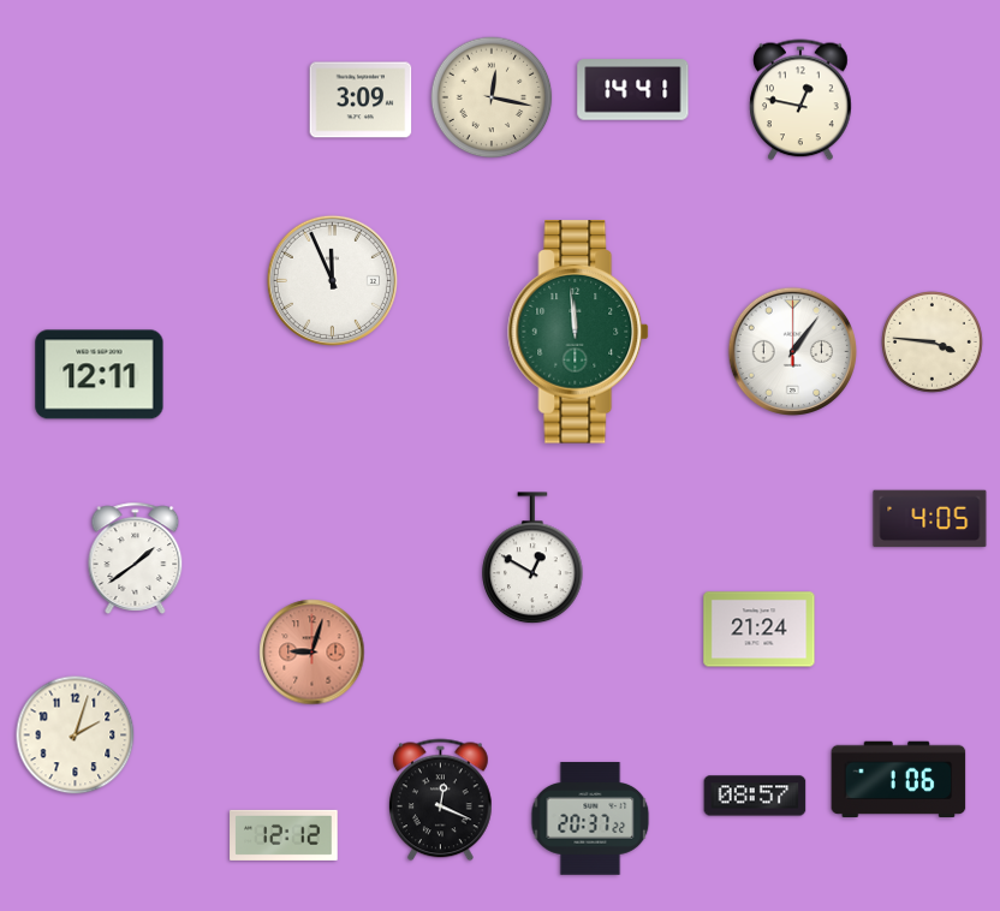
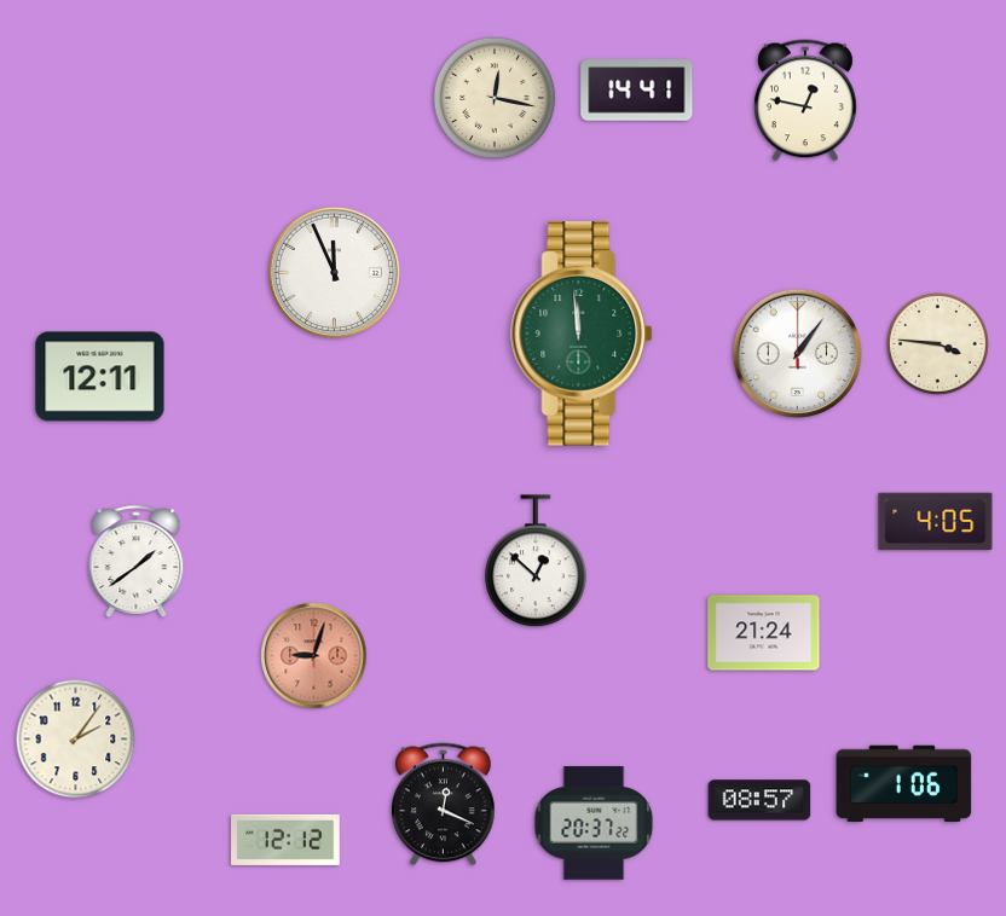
clock at (361, 100): 3:09 -> none
clock at (332, 280) position: (332, 280) -> (334, 272)
clock at (534, 559): 12:50 -> 12:52
clock at (76, 736): 2:03 -> 2:06
